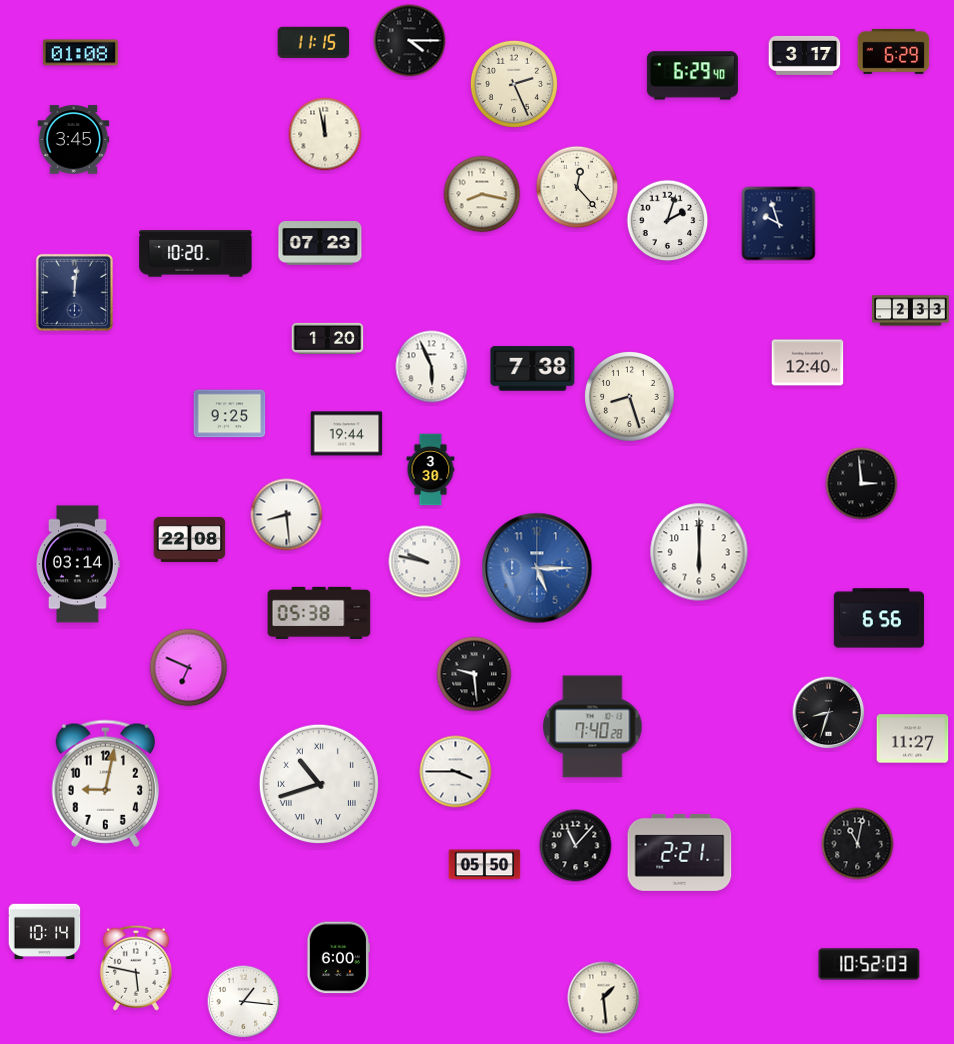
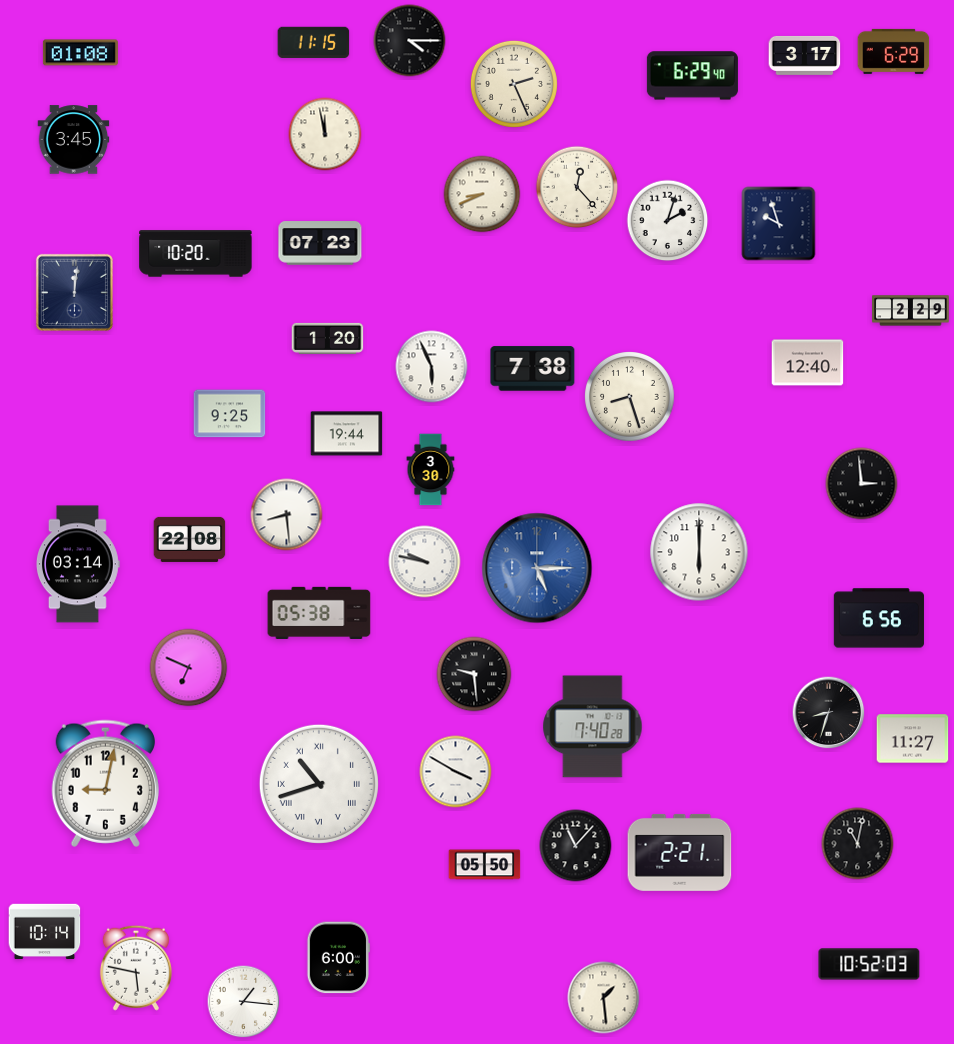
clock at (482, 194): 8:17 -> 8:41
clock at (911, 311): 2:33 -> 2:29
clock at (456, 772): 3:45 -> 3:50
